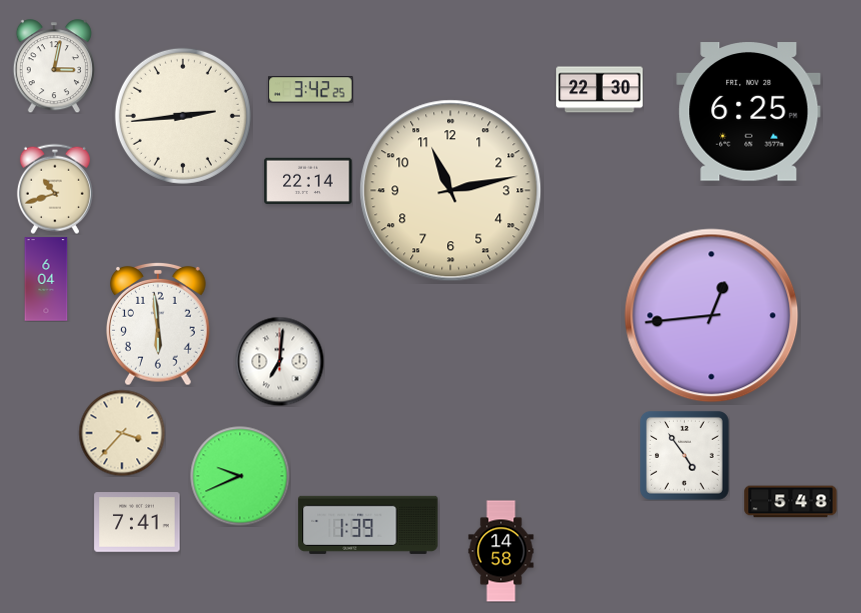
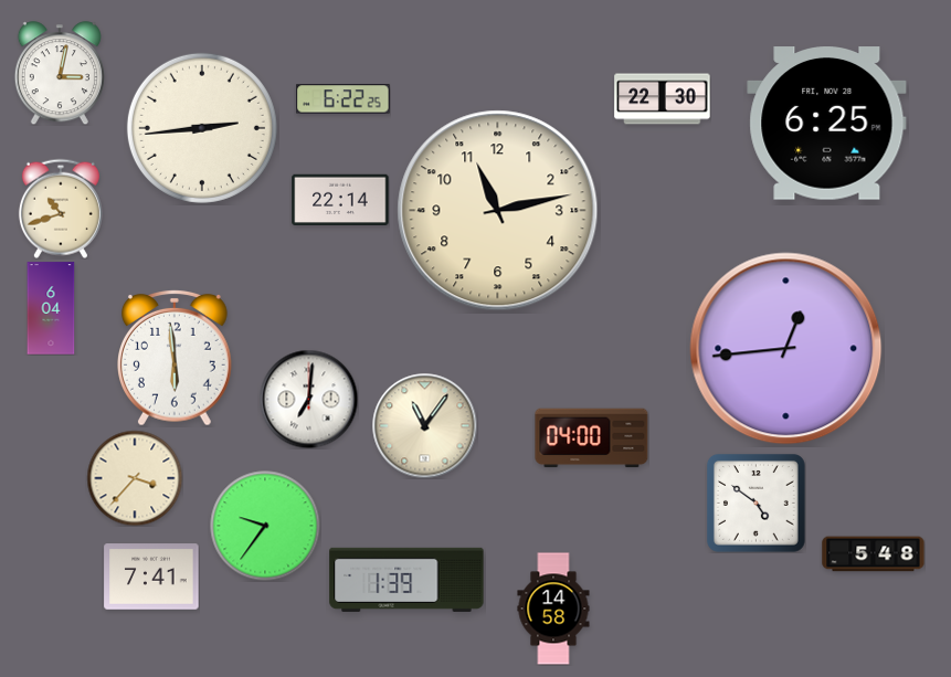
clock at (311, 90): 3:42 -> 6:22
clock at (424, 425): none -> 11:06
clock at (592, 438): none -> 04:00
clock at (684, 455): 4:54 -> 4:51
clock at (240, 476): 9:41 -> 9:36
